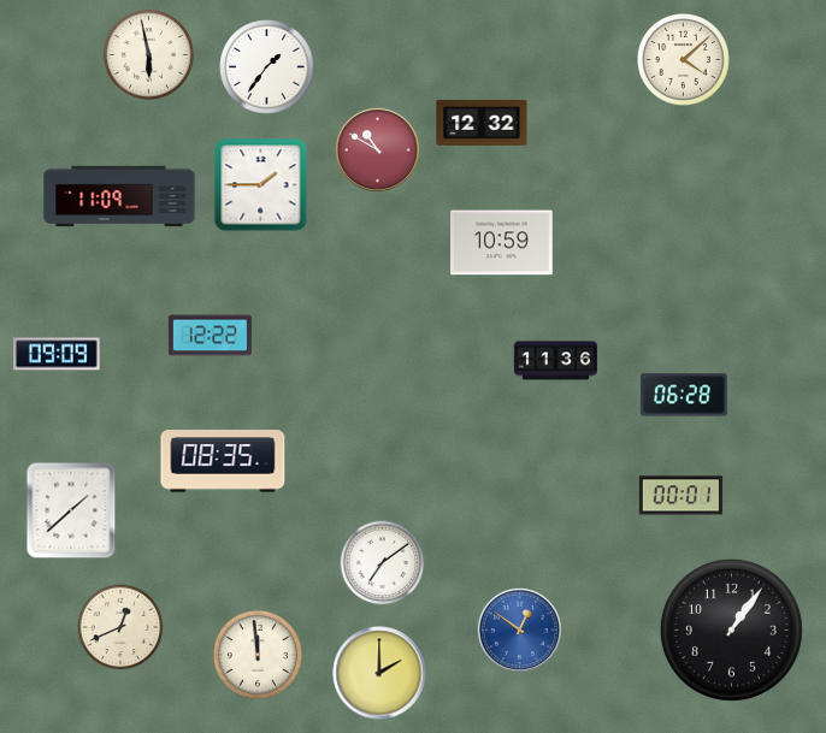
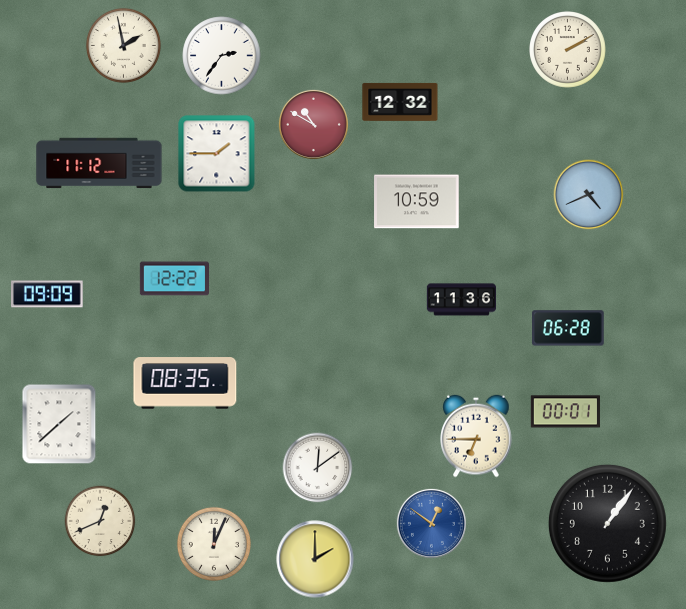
clock at (148, 54): 5:58 -> 1:58
clock at (684, 60): 4:08 -> 2:10
clock at (267, 67): 1:36 -> 2:36
clock at (119, 196): 11:09 -> 11:12
clock at (589, 195): none -> 4:41
clock at (476, 436): none -> 6:45
clock at (383, 563): 7:09 -> 12:09
clock at (258, 655): 11:59 -> 12:04
